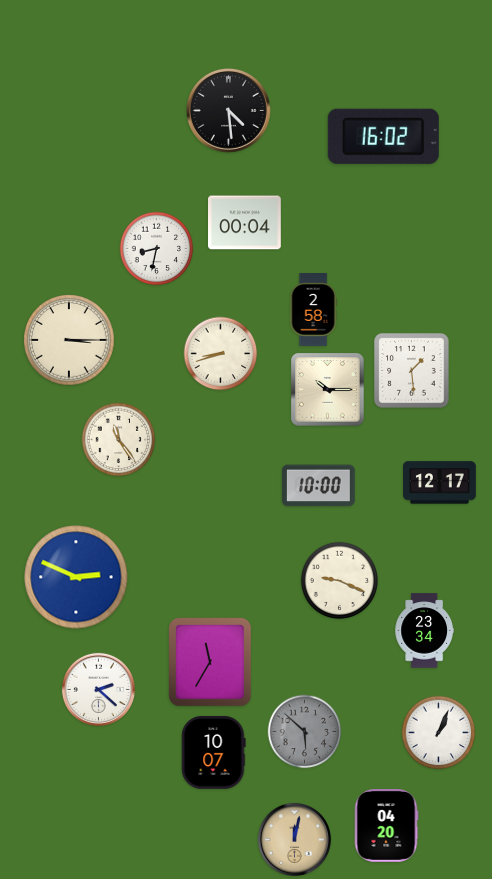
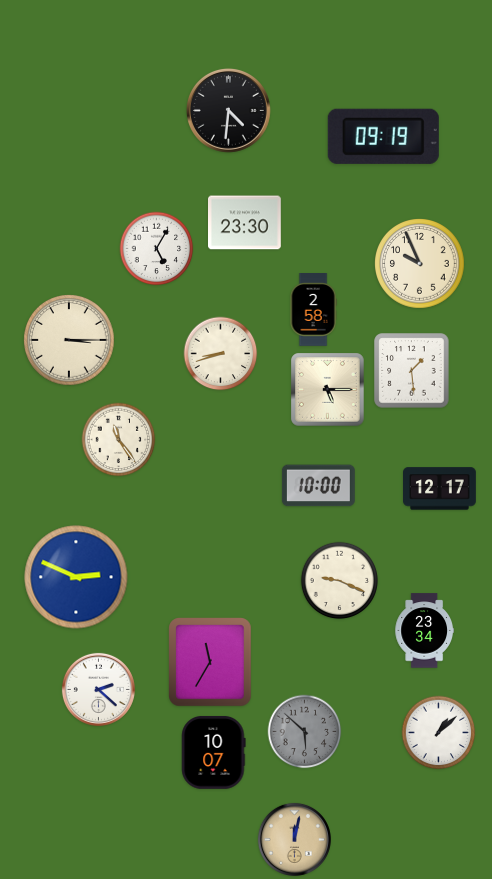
clock at (228, 110): 4:29 -> 4:31
clock at (383, 136): 16:02 -> 09:19
clock at (245, 223): 00:04 -> 23:30
clock at (157, 249): 8:32 -> 5:05
clock at (420, 264): none -> 9:56
clock at (328, 390): 10:15 -> 5:15
clock at (440, 483) position: (440, 483) -> (440, 489)
clock at (439, 733): 1:04 -> 1:08
clock at (386, 826): 04:20 -> none
